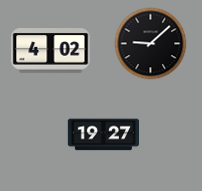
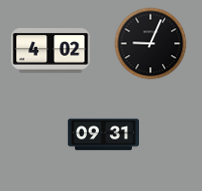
clock at (151, 44): 9:08 -> 9:04
clock at (103, 135): 19:27 -> 09:31
